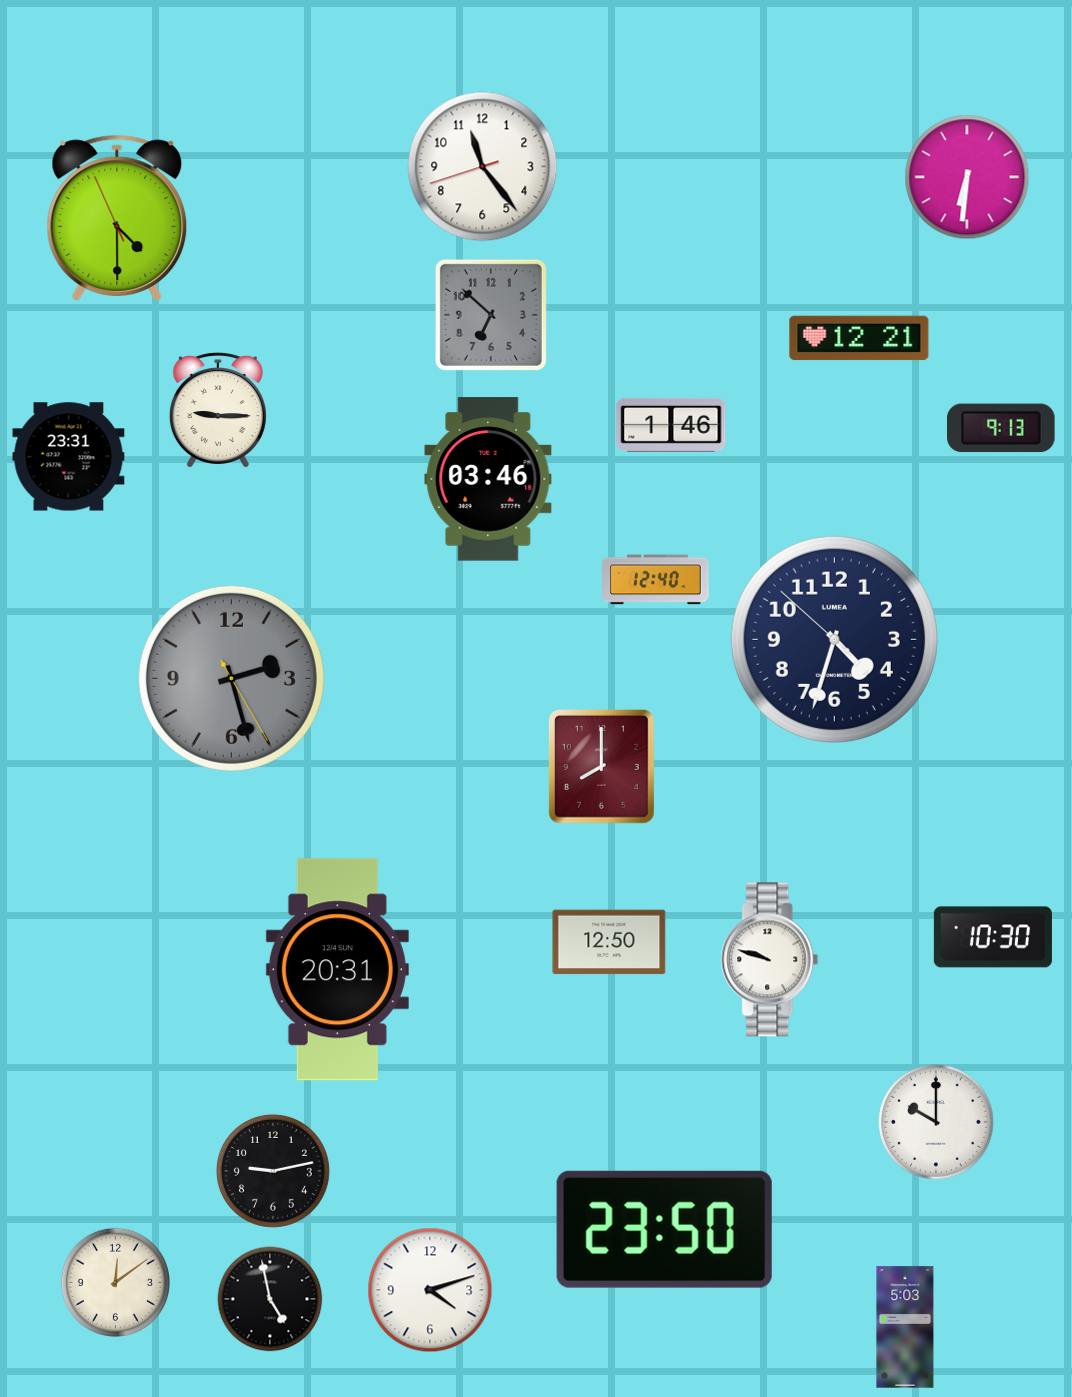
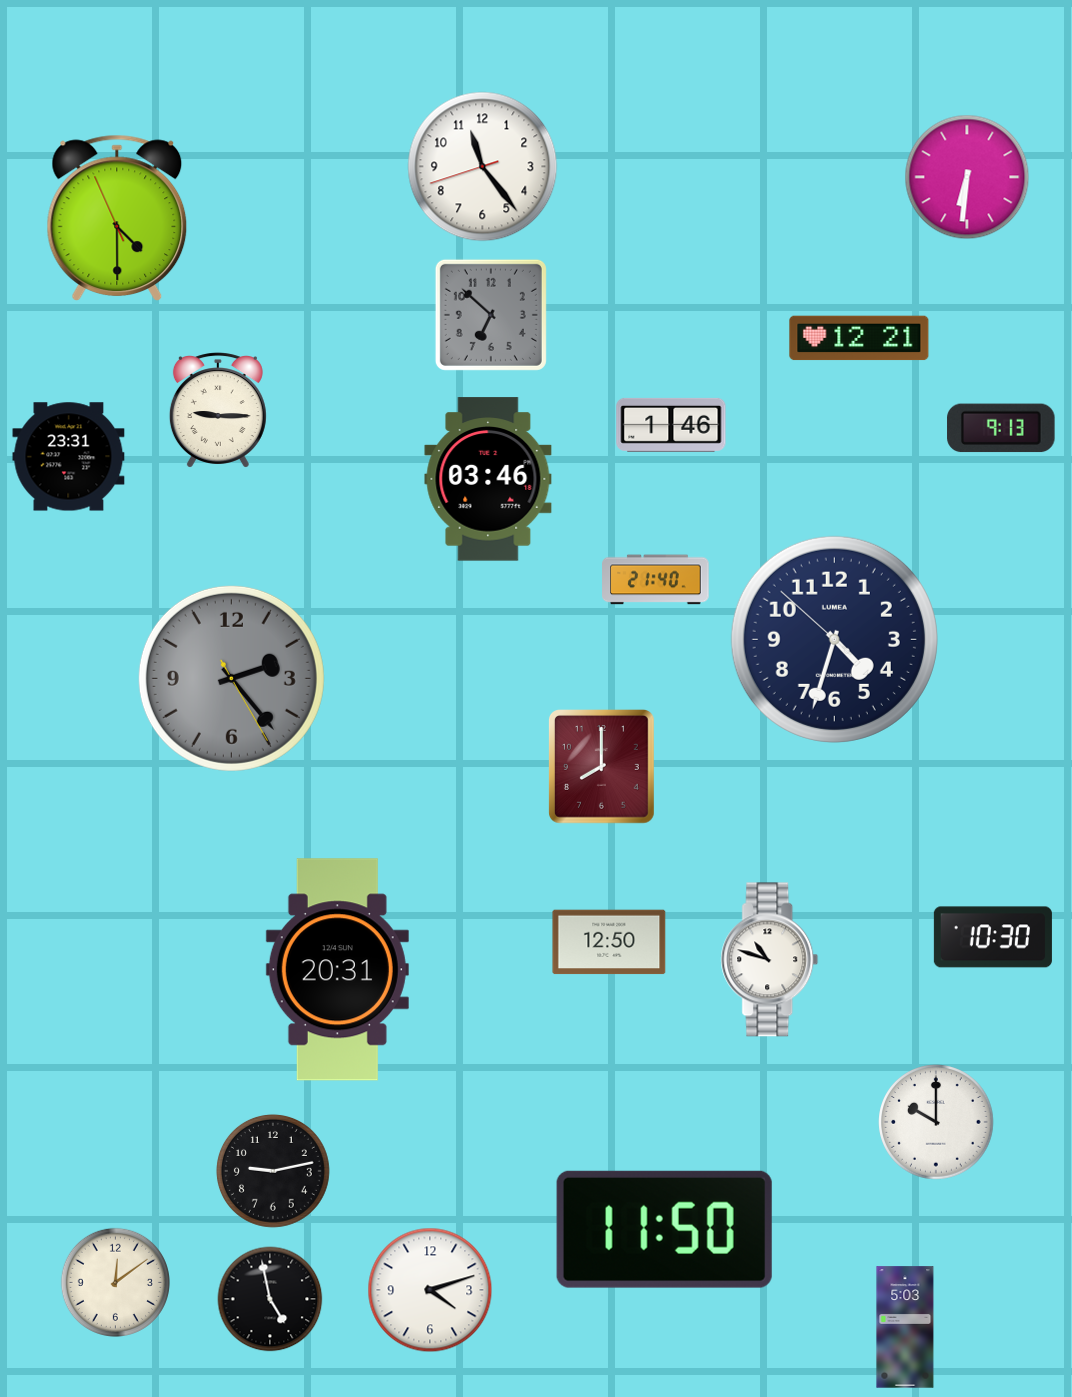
clock at (656, 580): 12:40 -> 21:40
clock at (231, 678): 2:27 -> 2:23
clock at (770, 960): 9:48 -> 10:48
clock at (664, 1229): 23:50 -> 11:50
